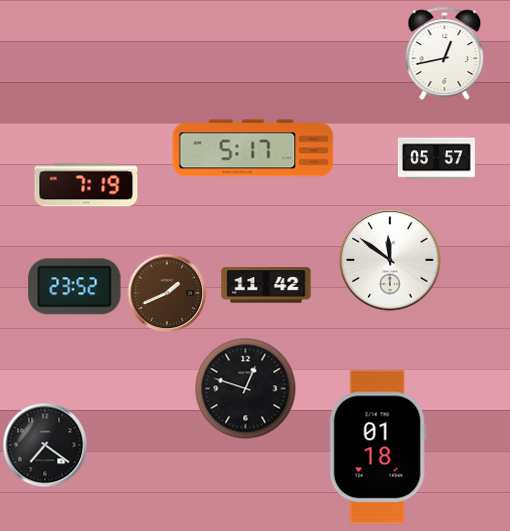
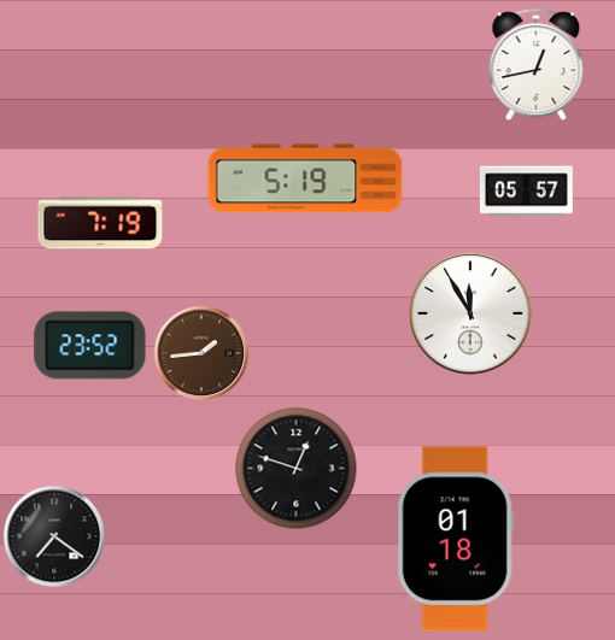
clock at (253, 148): 5:17 -> 5:19
clock at (86, 185) position: (86, 185) -> (100, 223)
clock at (390, 260): 11:51 -> 11:55
clock at (266, 285): 11:42 -> none
clock at (167, 293): 1:41 -> 1:44
